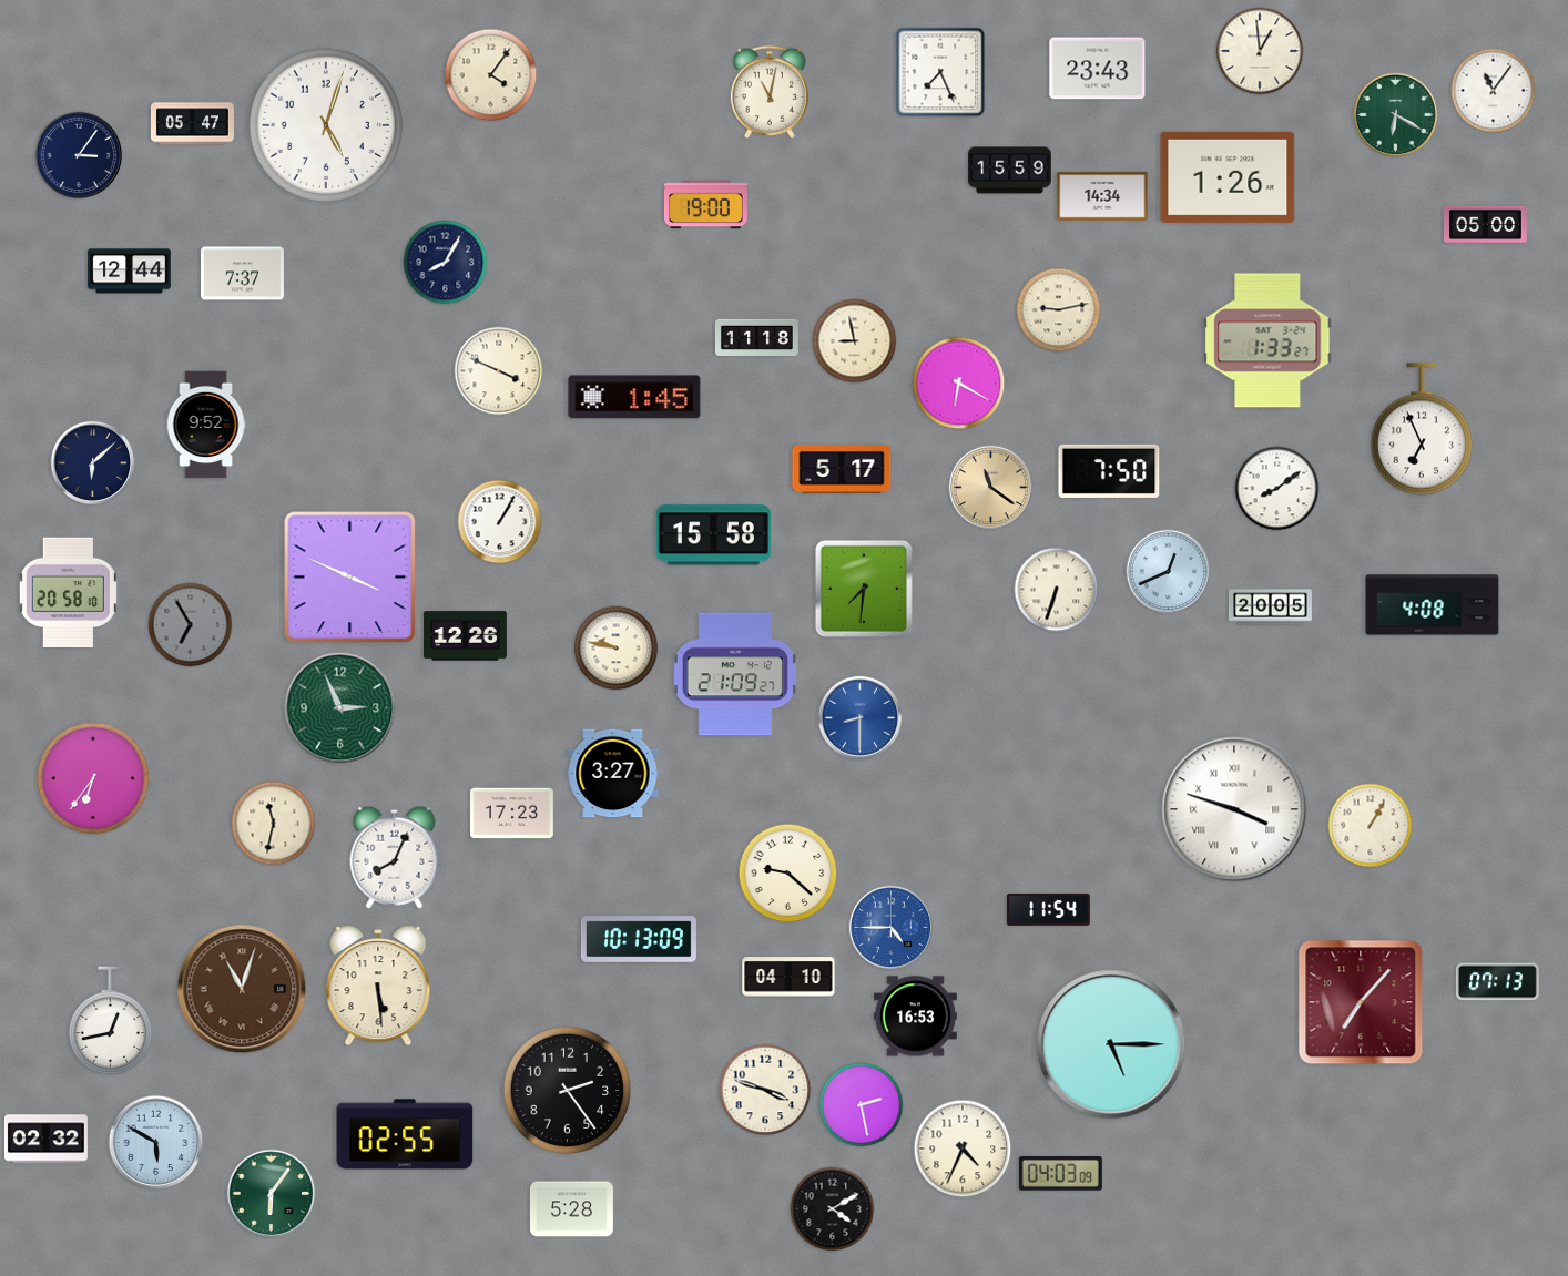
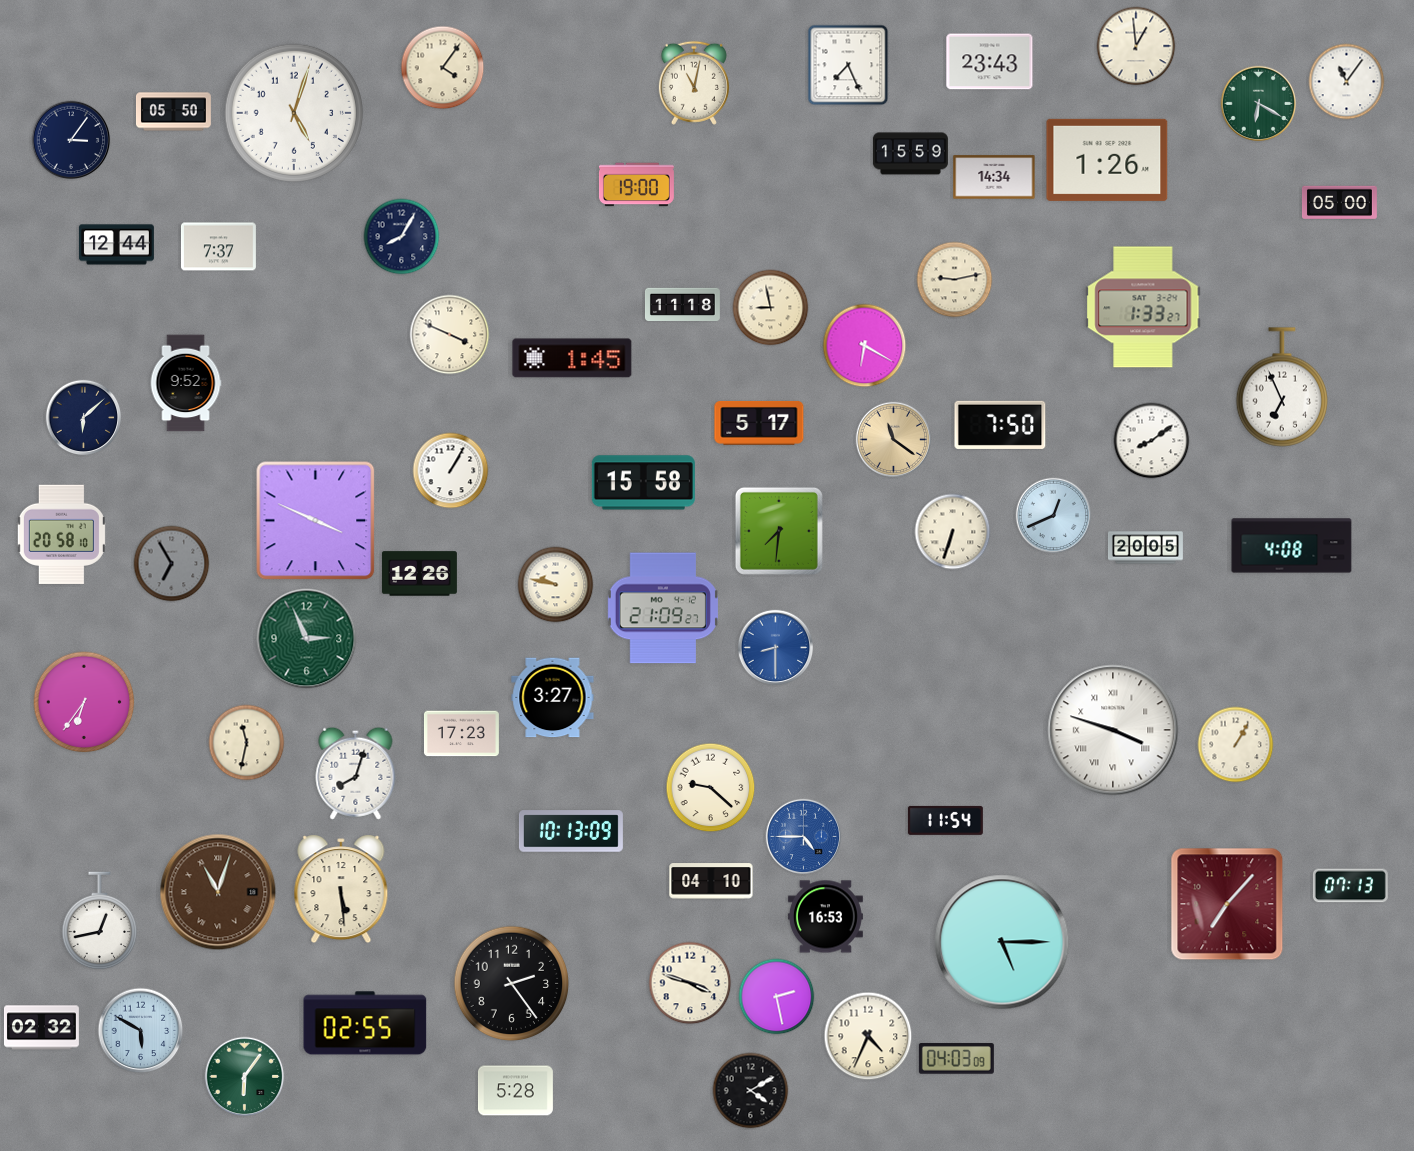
clock at (192, 124): 05:47 -> 05:50
clock at (395, 857): 8:04 -> 8:03
clock at (639, 939) position: (639, 939) -> (571, 831)
